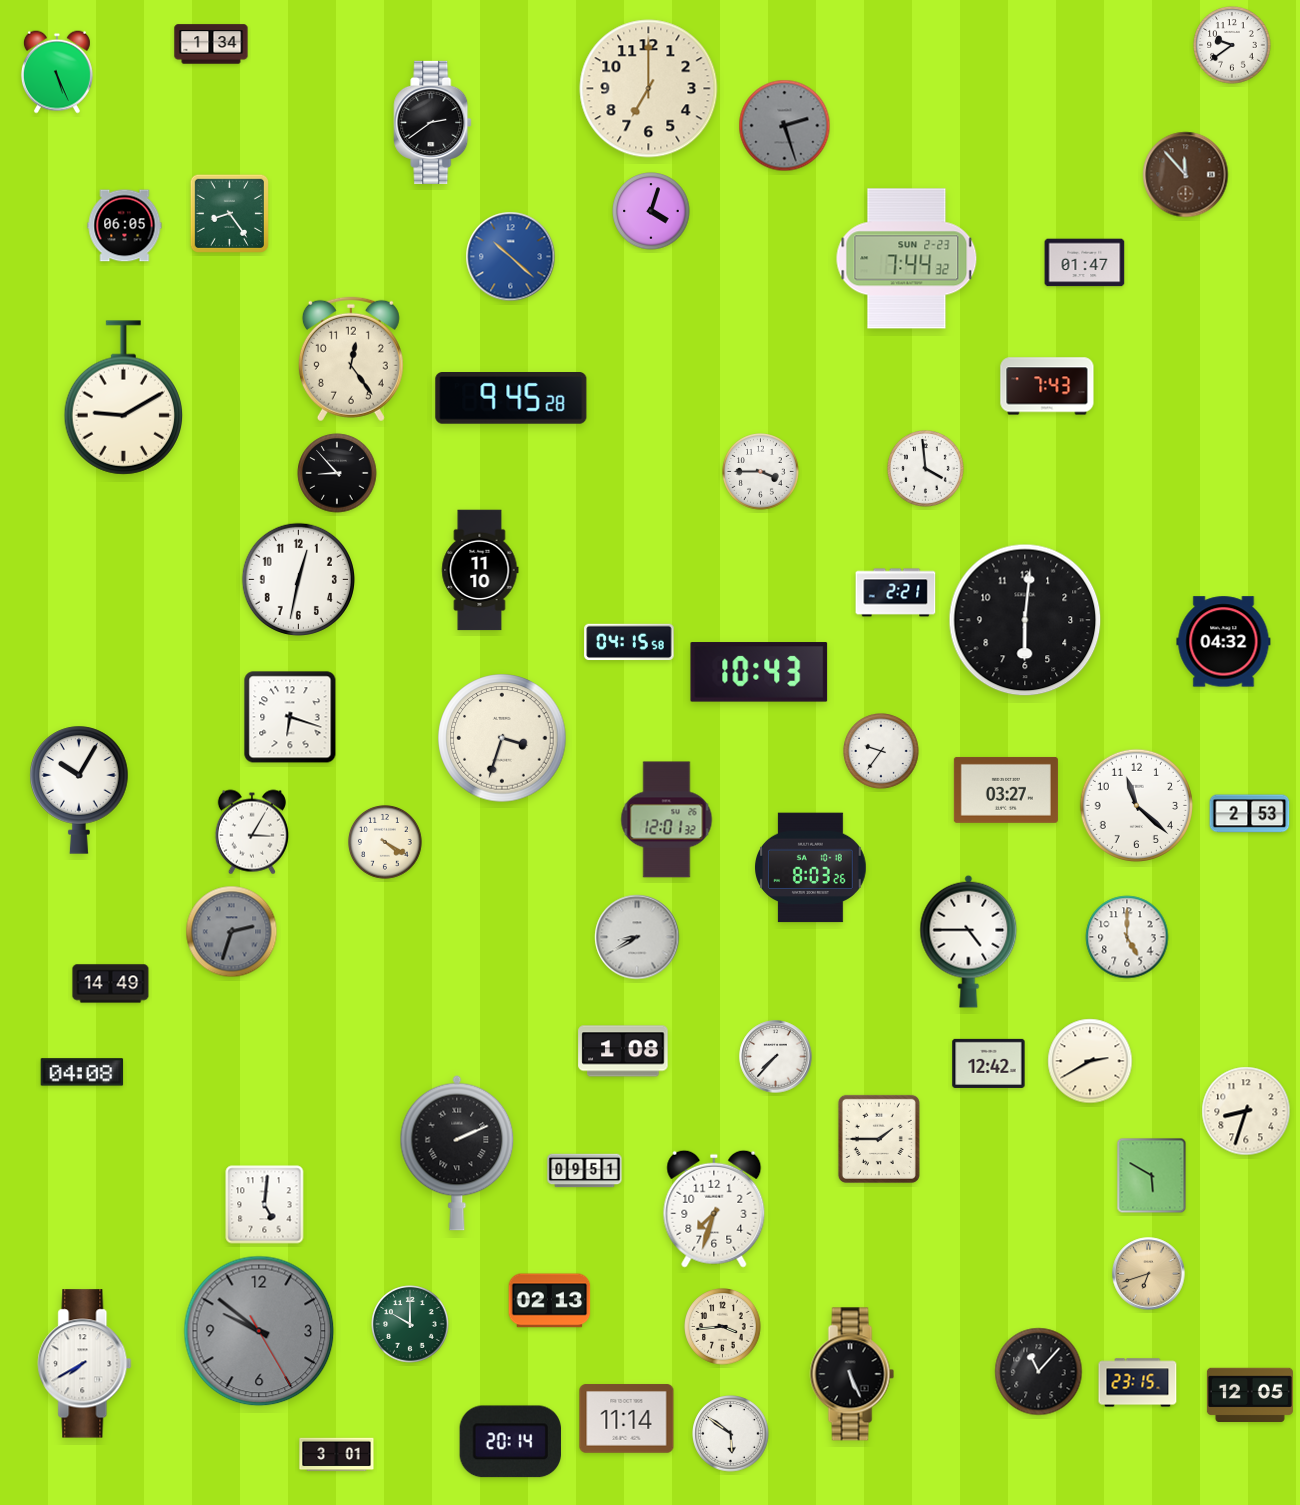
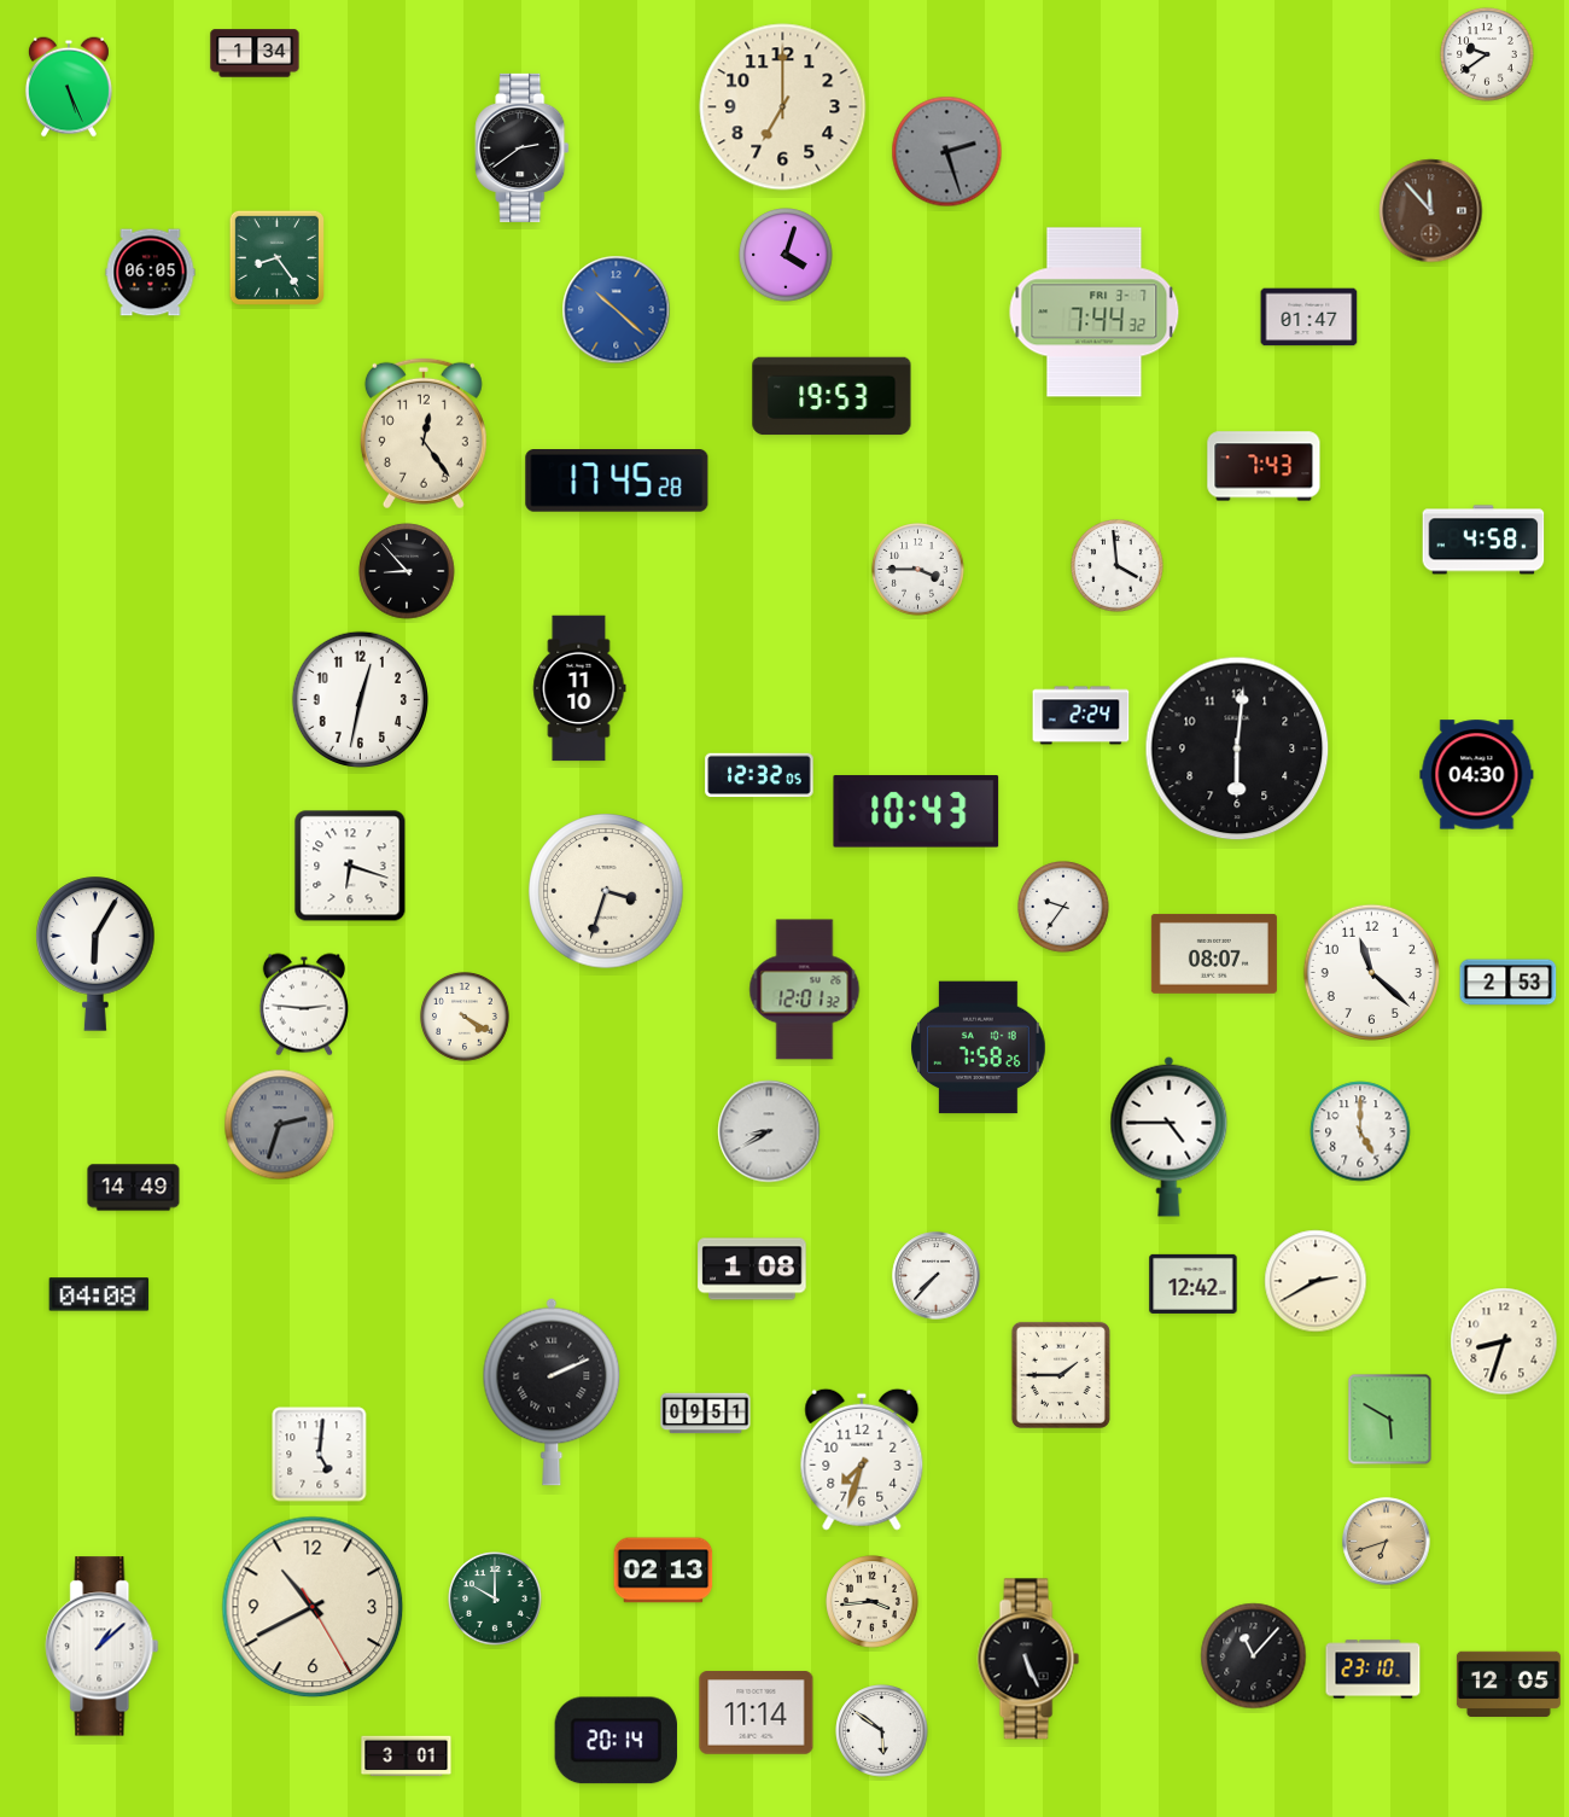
clock at (907, 259) date: SUN 2-23 -> FRI 3-7
clock at (832, 396): none -> 19:53
clock at (123, 398): 9:10 -> none
clock at (511, 399): 9:45 -> 17:45
clock at (1483, 540): none -> 4:58
clock at (896, 593): 2:21 -> 2:24
clock at (629, 642): 04:15 -> 12:32
clock at (1224, 642): 04:32 -> 04:30
clock at (79, 790): 10:05 -> 6:05
clock at (1006, 790): 03:27 -> 08:07
clock at (252, 832): 3:05 -> 2:46
clock at (811, 868): 8:03 -> 7:58
clock at (1149, 1274) position: (1149, 1274) -> (1387, 1542)
clock at (259, 1331): 9:51 -> 10:40
clock at (259, 1331) dial: grey -> cream
clock at (85, 1364): 7:40 -> 1:08
clock at (1138, 1383): 23:15 -> 23:10
